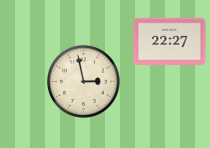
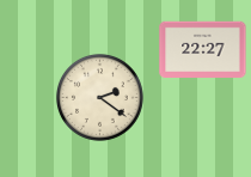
clock at (83, 81): 2:58 -> 2:21
